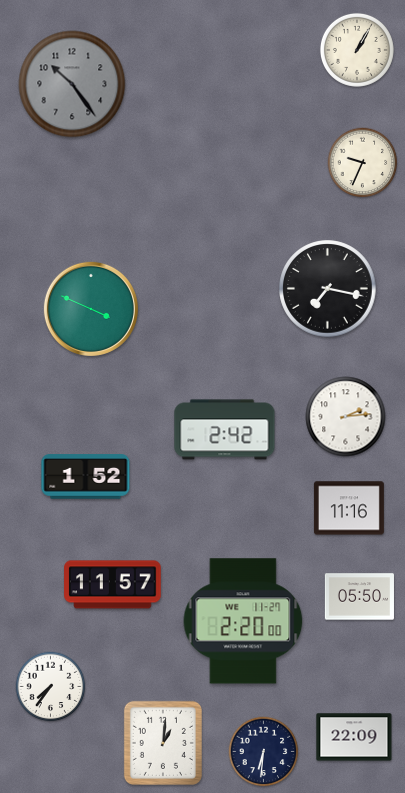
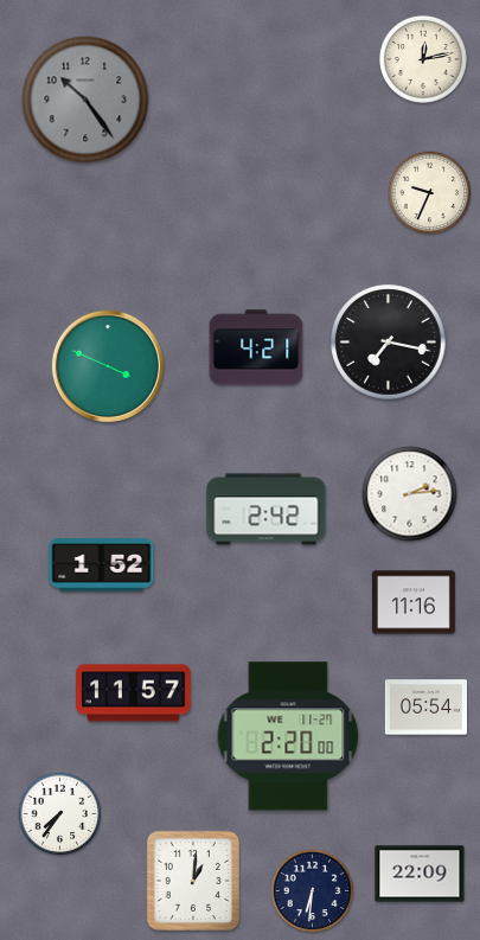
clock at (357, 50): 1:05 -> 12:13
clock at (256, 347): none -> 4:21
clock at (359, 597): 05:50 -> 05:54
